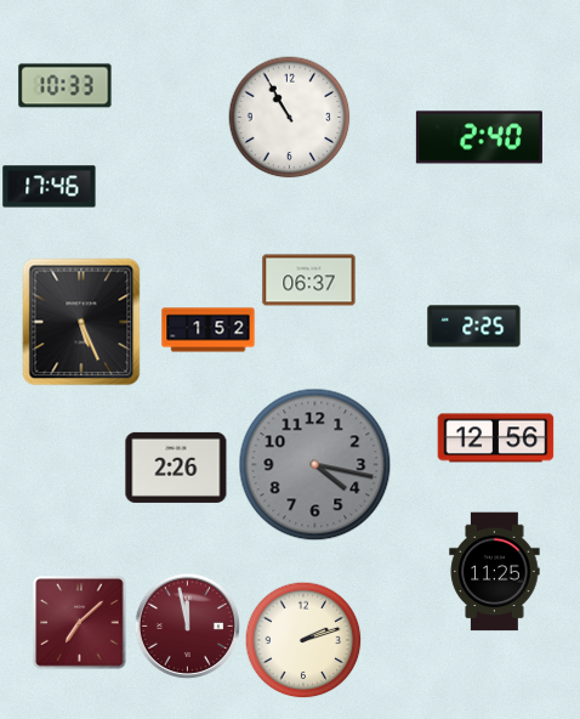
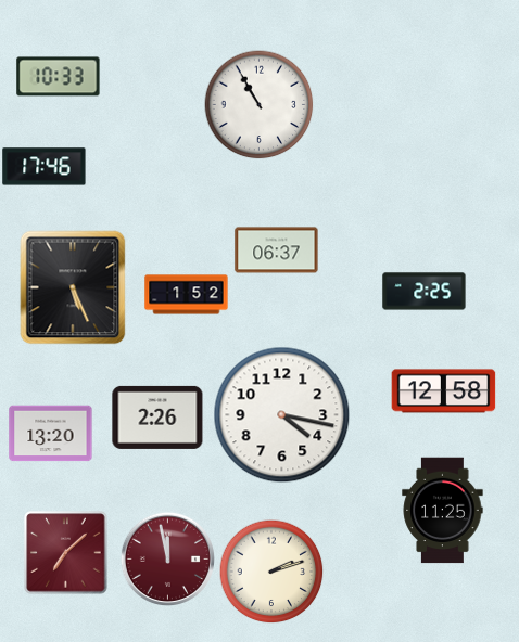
clock at (479, 137): 2:40 -> none
clock at (496, 438): 12:56 -> 12:58
clock at (315, 465) dial: grey -> white
clock at (51, 434): none -> 13:20
clock at (80, 623) position: (80, 623) -> (66, 553)
